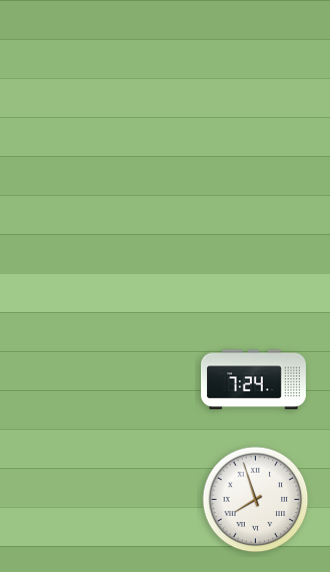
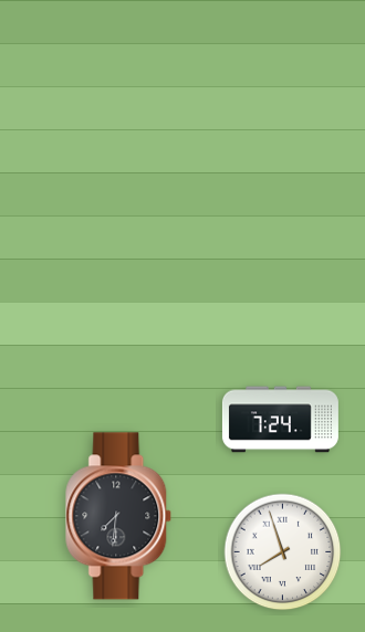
clock at (119, 516): none -> 7:31
